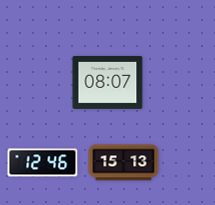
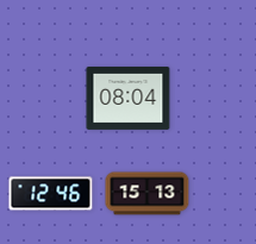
clock at (108, 82): 08:07 -> 08:04
